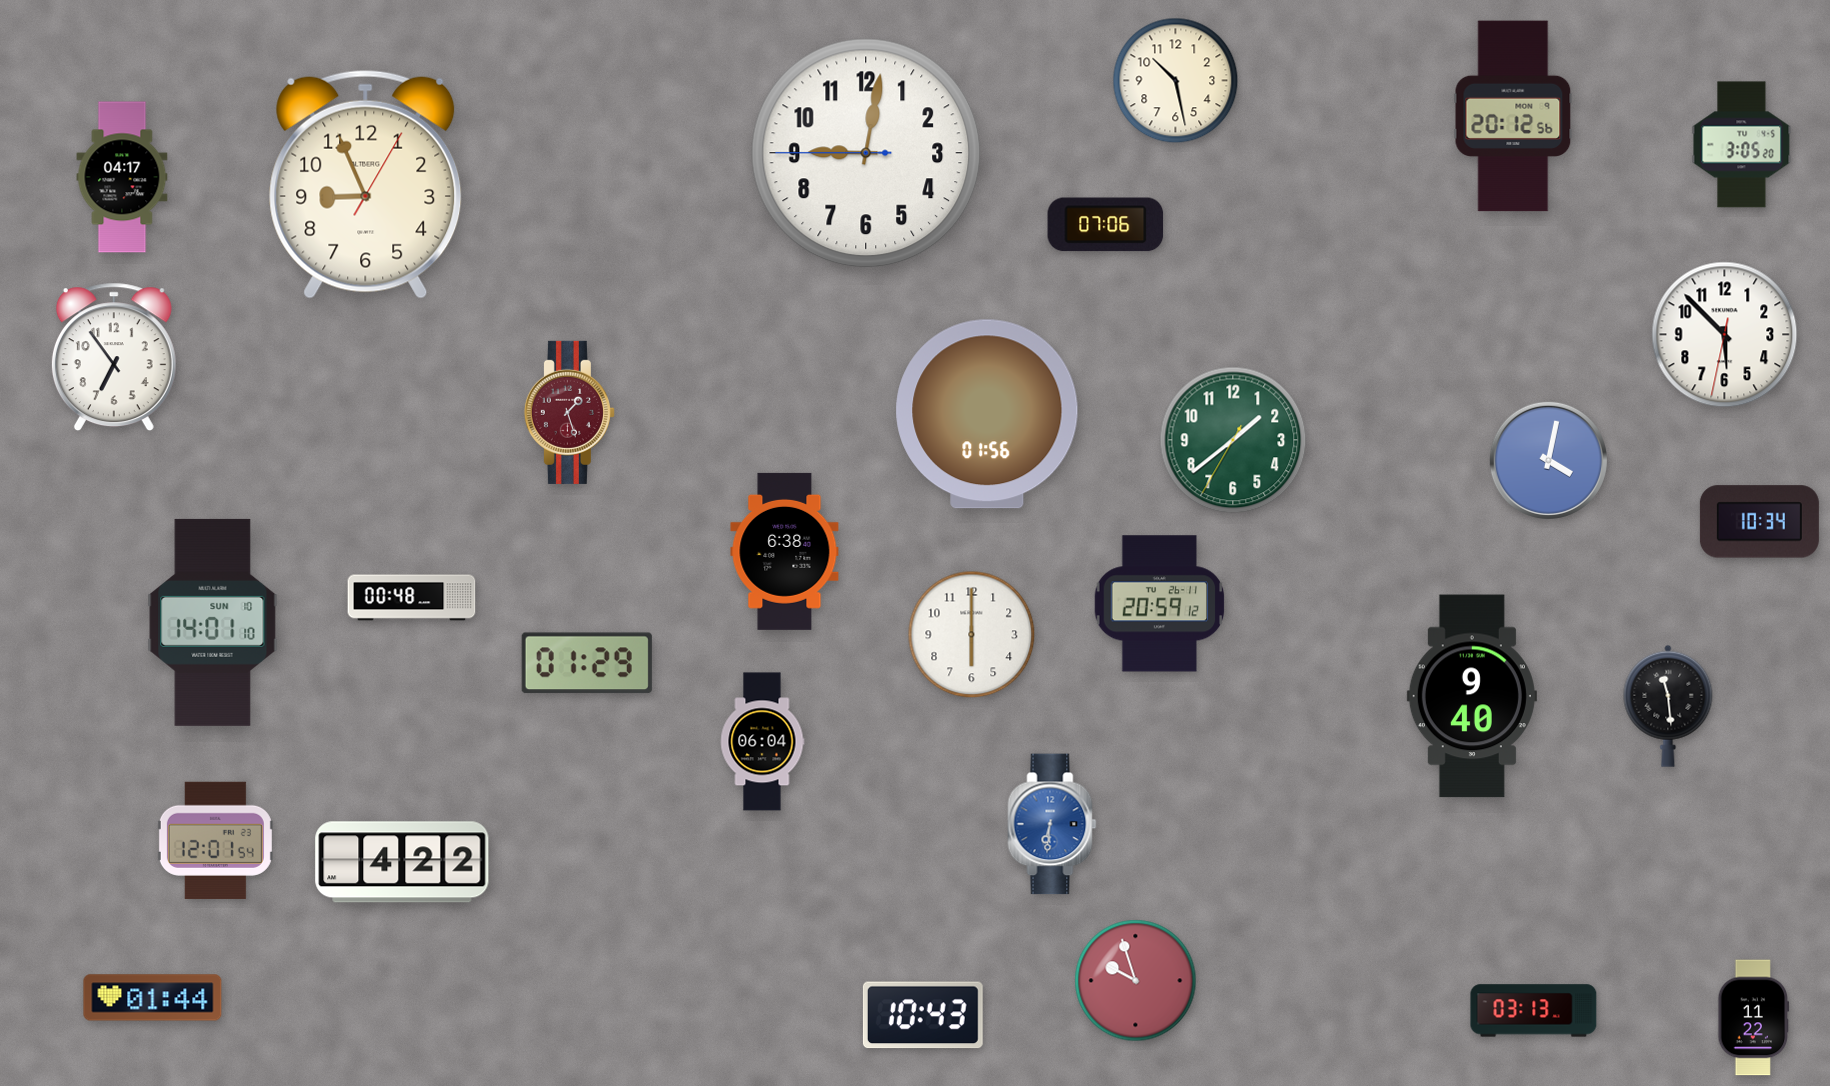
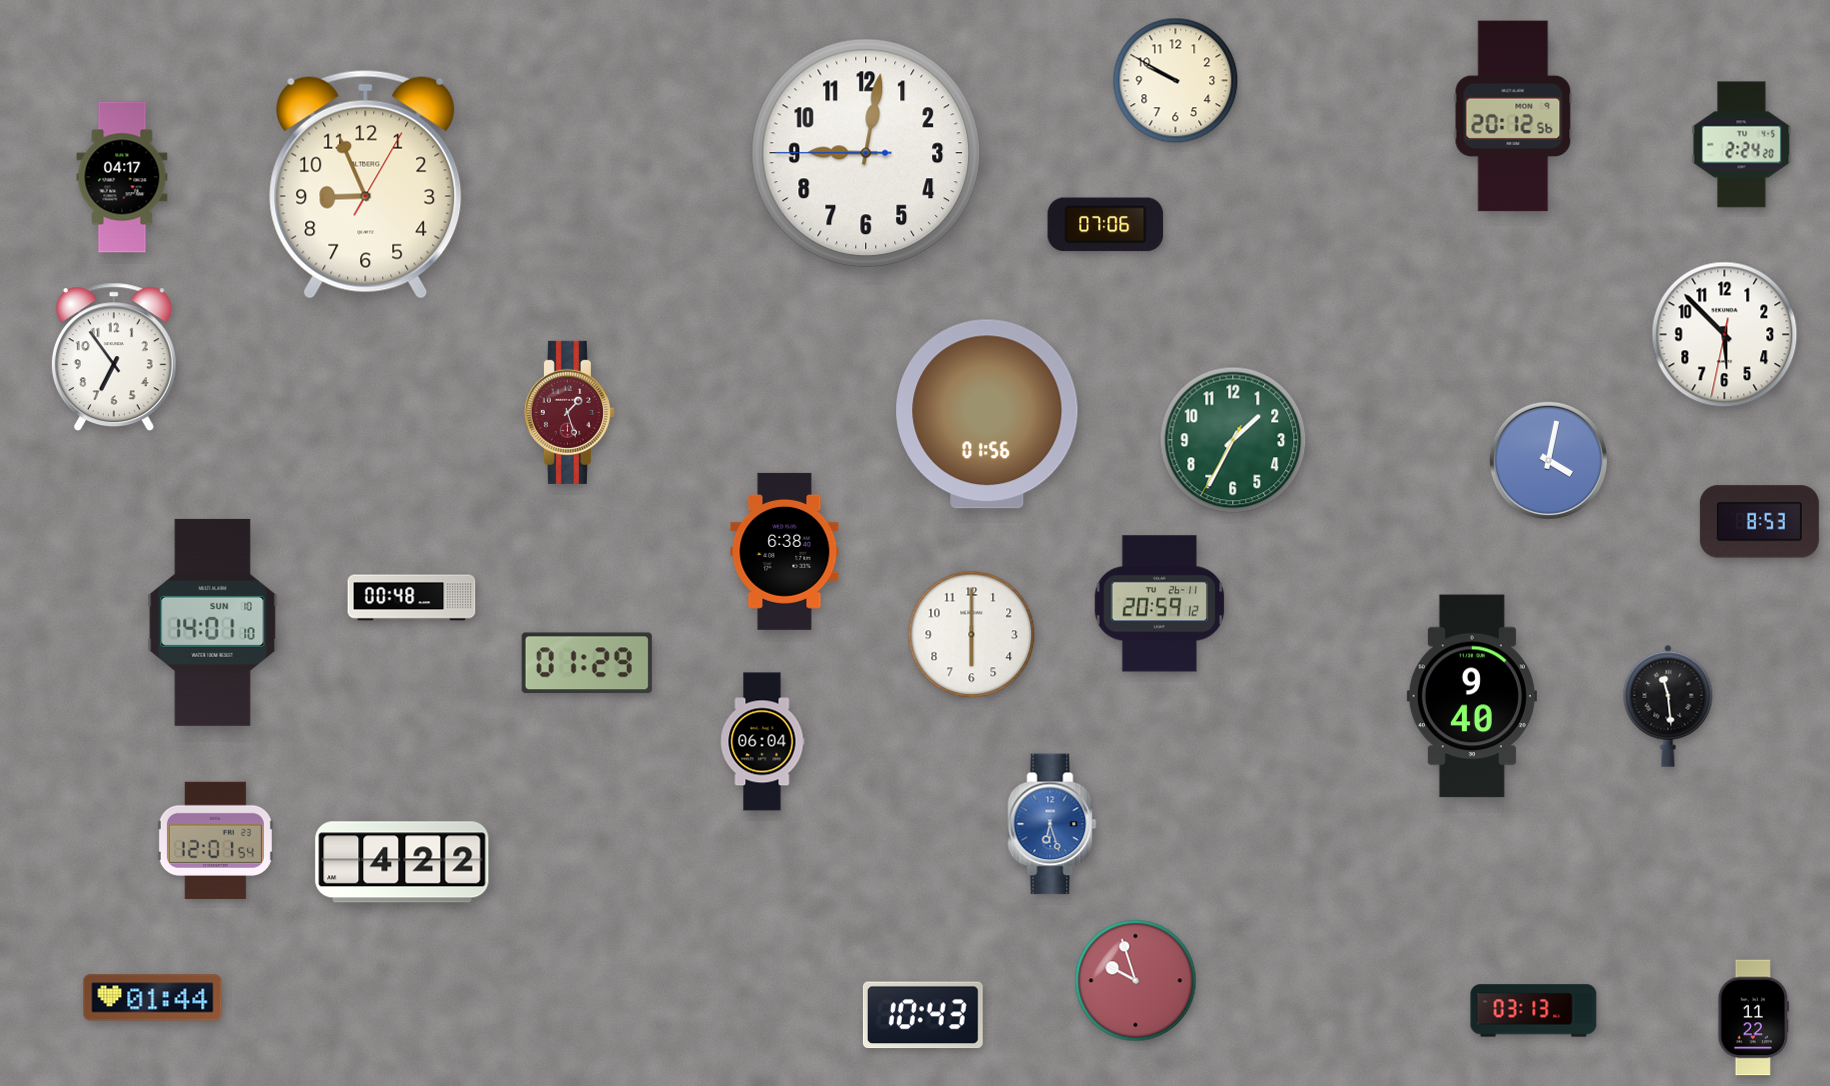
clock at (1176, 81): 10:28 -> 9:50
clock at (1742, 145): 3:05 -> 2:24
clock at (1233, 440): 1:38 -> 1:34
clock at (1759, 522): 10:34 -> 8:53
clock at (1052, 824): 6:31 -> 6:27
